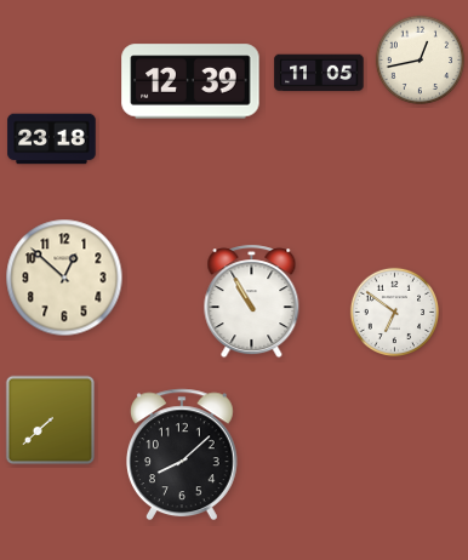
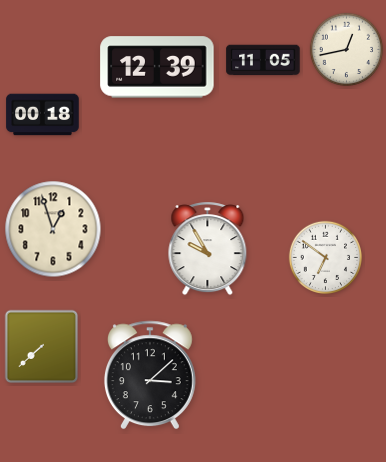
clock at (52, 139): 23:18 -> 00:18
clock at (64, 278): 12:52 -> 12:57
clock at (252, 302): 10:55 -> 9:55
clock at (182, 455): 8:08 -> 3:08
